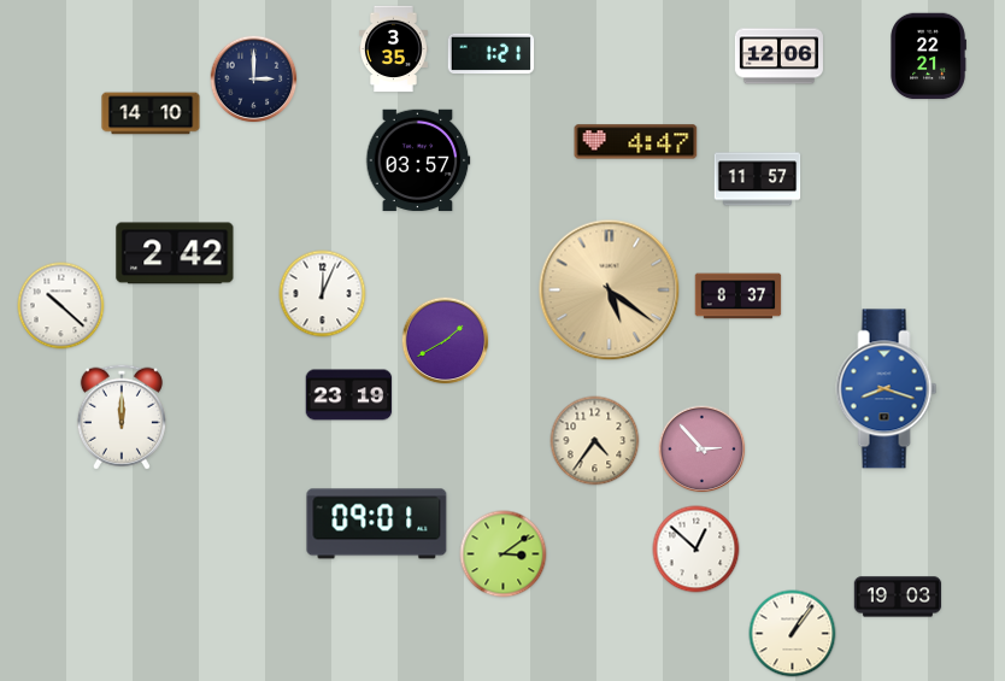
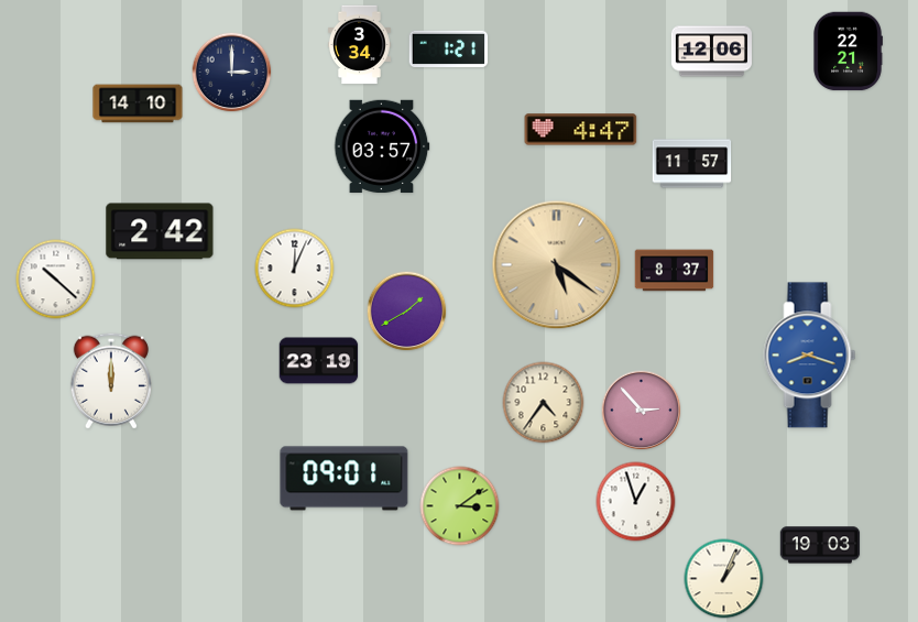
clock at (393, 49): 3:35 -> 3:34
clock at (697, 550): 12:52 -> 12:57
clock at (793, 634): 1:06 -> 1:04
